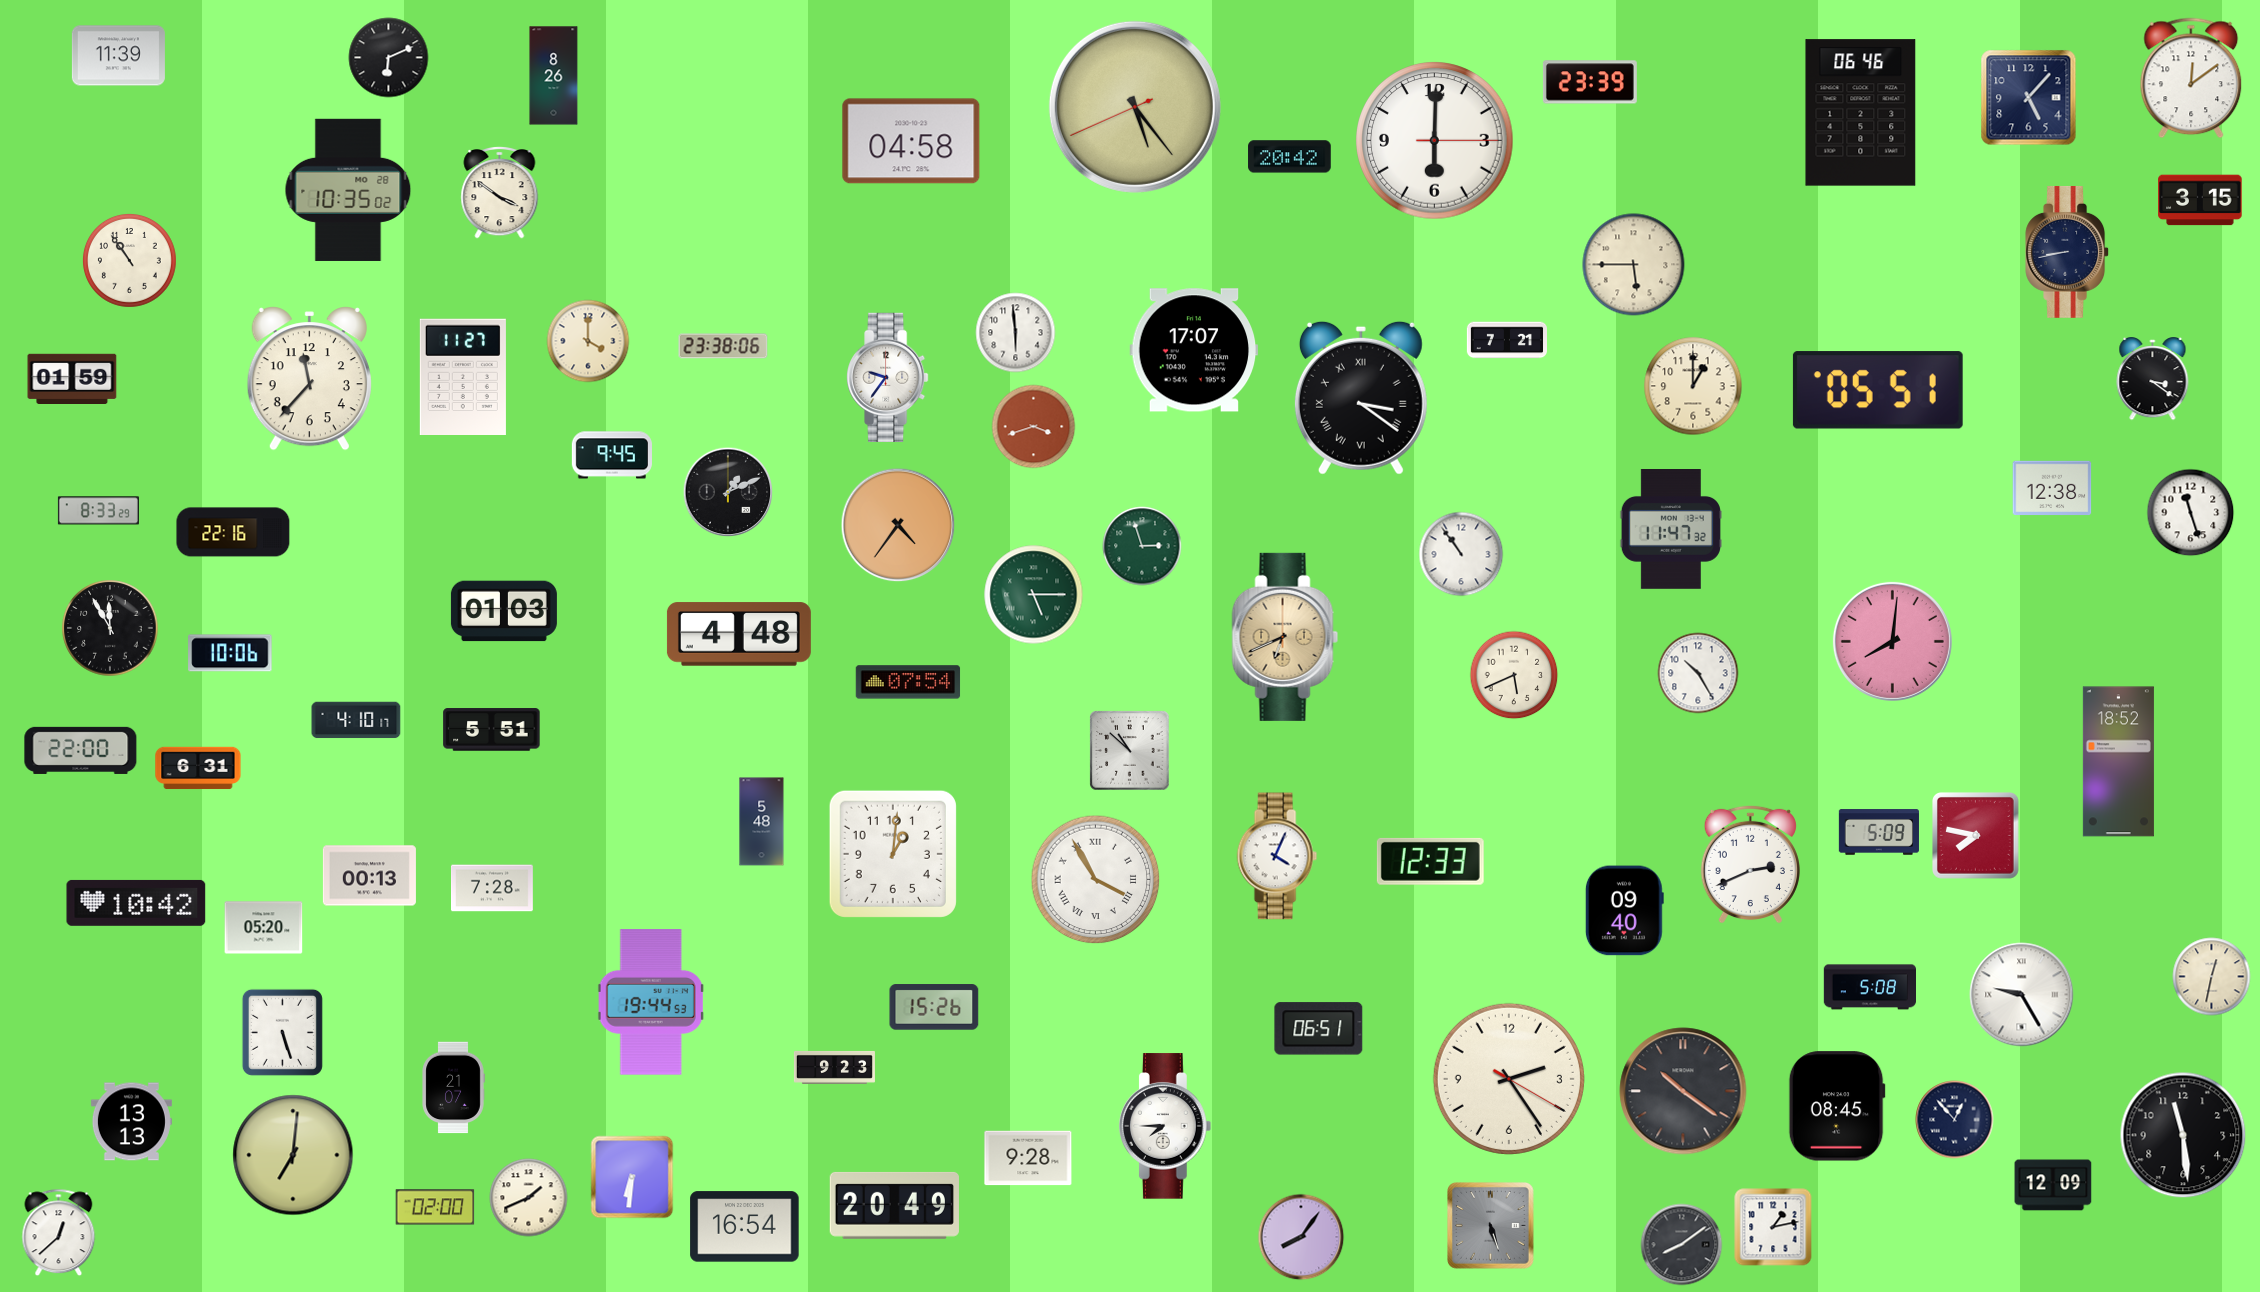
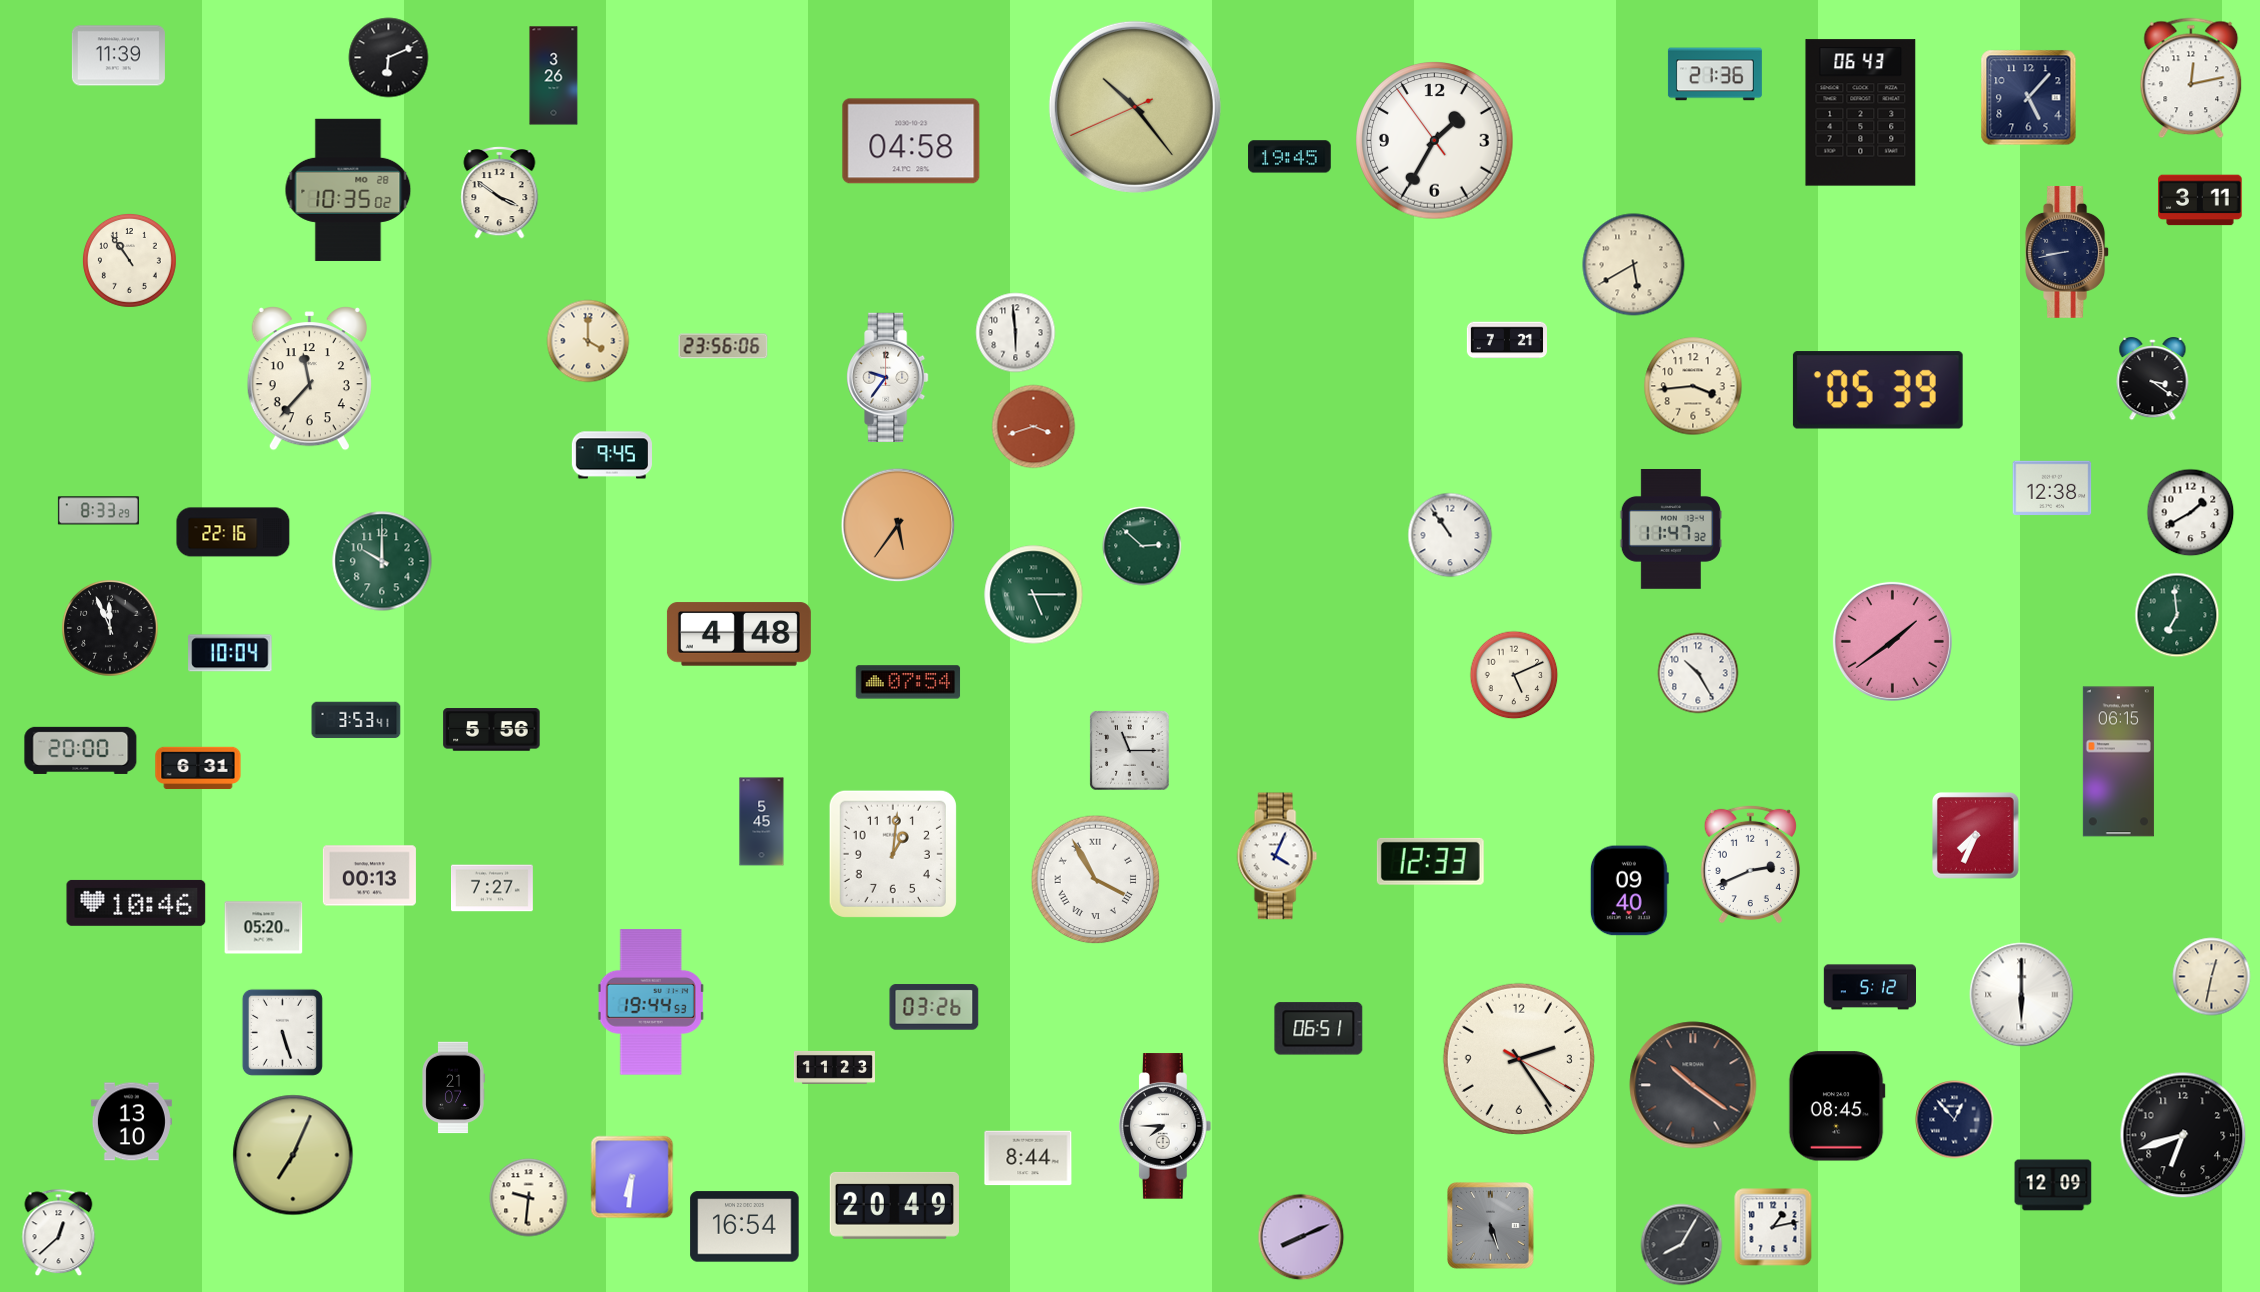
clock at (1715, 74): none -> 21:36
clock at (554, 76): 8:26 -> 3:26
clock at (2191, 78): 12:09 -> 12:13
clock at (1590, 82): 23:39 -> none
clock at (1135, 107): 5:23 -> 10:23
clock at (1861, 113): 06:46 -> 06:43
clock at (1435, 141): 6:00 -> 1:34
clock at (1290, 157): 20:42 -> 19:45
clock at (2200, 200): 3:15 -> 3:11
clock at (1634, 265): 5:45 -> 5:40
clock at (723, 346): 23:38 -> 23:56
clock at (1194, 350): 17:07 -> none
clock at (463, 376): 11:27 -> none
clock at (72, 378): 01:59 -> none
clock at (1693, 386): 1:00 -> 3:44
clock at (1878, 390): 05:51 -> 05:39
clock at (1361, 398): 3:21 -> none
clock at (728, 492): 1:11 -> none
clock at (2191, 513): 11:27 -> 1:40
clock at (898, 525): 4:36 -> 5:36
clock at (1142, 546): 2:57 -> 2:52
clock at (1461, 554) position: (1461, 554) -> (1450, 535)
clock at (382, 561): none -> 10:00
clock at (504, 611): 01:03 -> none
clock at (2177, 615): none -> 6:59
clock at (110, 628): 11:55 -> 11:56
clock at (1285, 637): 6:41 -> none
clock at (1892, 641): 8:01 -> 1:39
clock at (230, 653): 10:06 -> 10:04
clock at (1514, 675): 5:41 -> 5:11
clock at (356, 720): 4:10 -> 3:53
clock at (492, 730): 5:51 -> 5:56
clock at (81, 750): 22:00 -> 20:00
clock at (1130, 751): 10:52 -> 11:15
clock at (2118, 762): 18:52 -> 06:15
clock at (762, 822): 5:48 -> 5:45
clock at (1879, 832): 5:09 -> none
clock at (1976, 836): 7:47 -> 7:34
clock at (493, 888): 7:28 -> 7:27
clock at (136, 903): 10:42 -> 10:46
clock at (1624, 911) position: (1624, 911) -> (1629, 891)
clock at (1869, 987): 5:08 -> 5:12
clock at (2022, 995): 9:25 -> 6:00
clock at (934, 1007): 15:26 -> 03:26
clock at (834, 1067): 9:23 -> 11:23
clock at (1509, 1079) position: (1509, 1079) -> (1519, 1059)
clock at (1683, 1091) position: (1683, 1091) -> (1693, 1085)
clock at (131, 1122): 13:13 -> 13:10
clock at (2183, 1135): 11:29 -> 6:42
clock at (293, 1155): 7:01 -> 7:04
clock at (1028, 1158): 9:28 -> 8:44
clock at (529, 1198): 1:41 -> 9:31
clock at (435, 1207): 02:00 -> none
clock at (1301, 1237): 8:06 -> 8:11
clock at (1682, 1245): 8:09 -> 8:05
